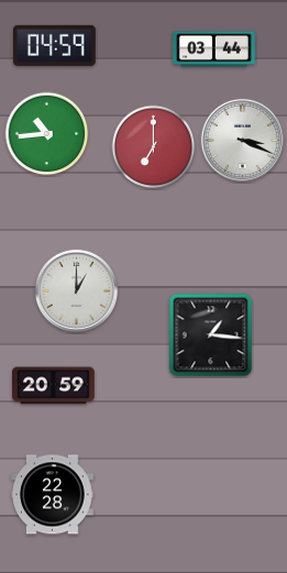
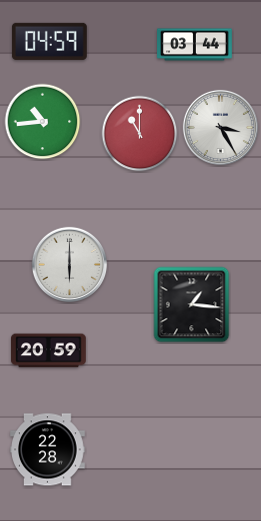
clock at (242, 140): 3:19 -> 3:25
clock at (154, 147): 7:00 -> 11:00
clock at (76, 290): 1:00 -> 6:00
